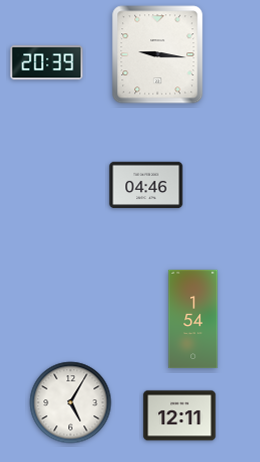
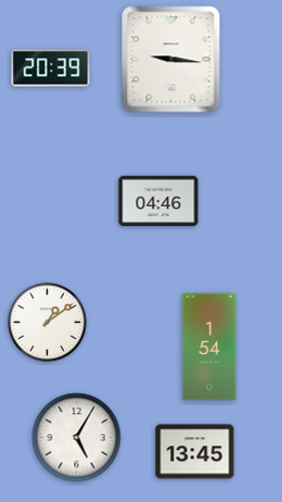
clock at (48, 323): none -> 1:09
clock at (180, 416): 12:11 -> 13:45
